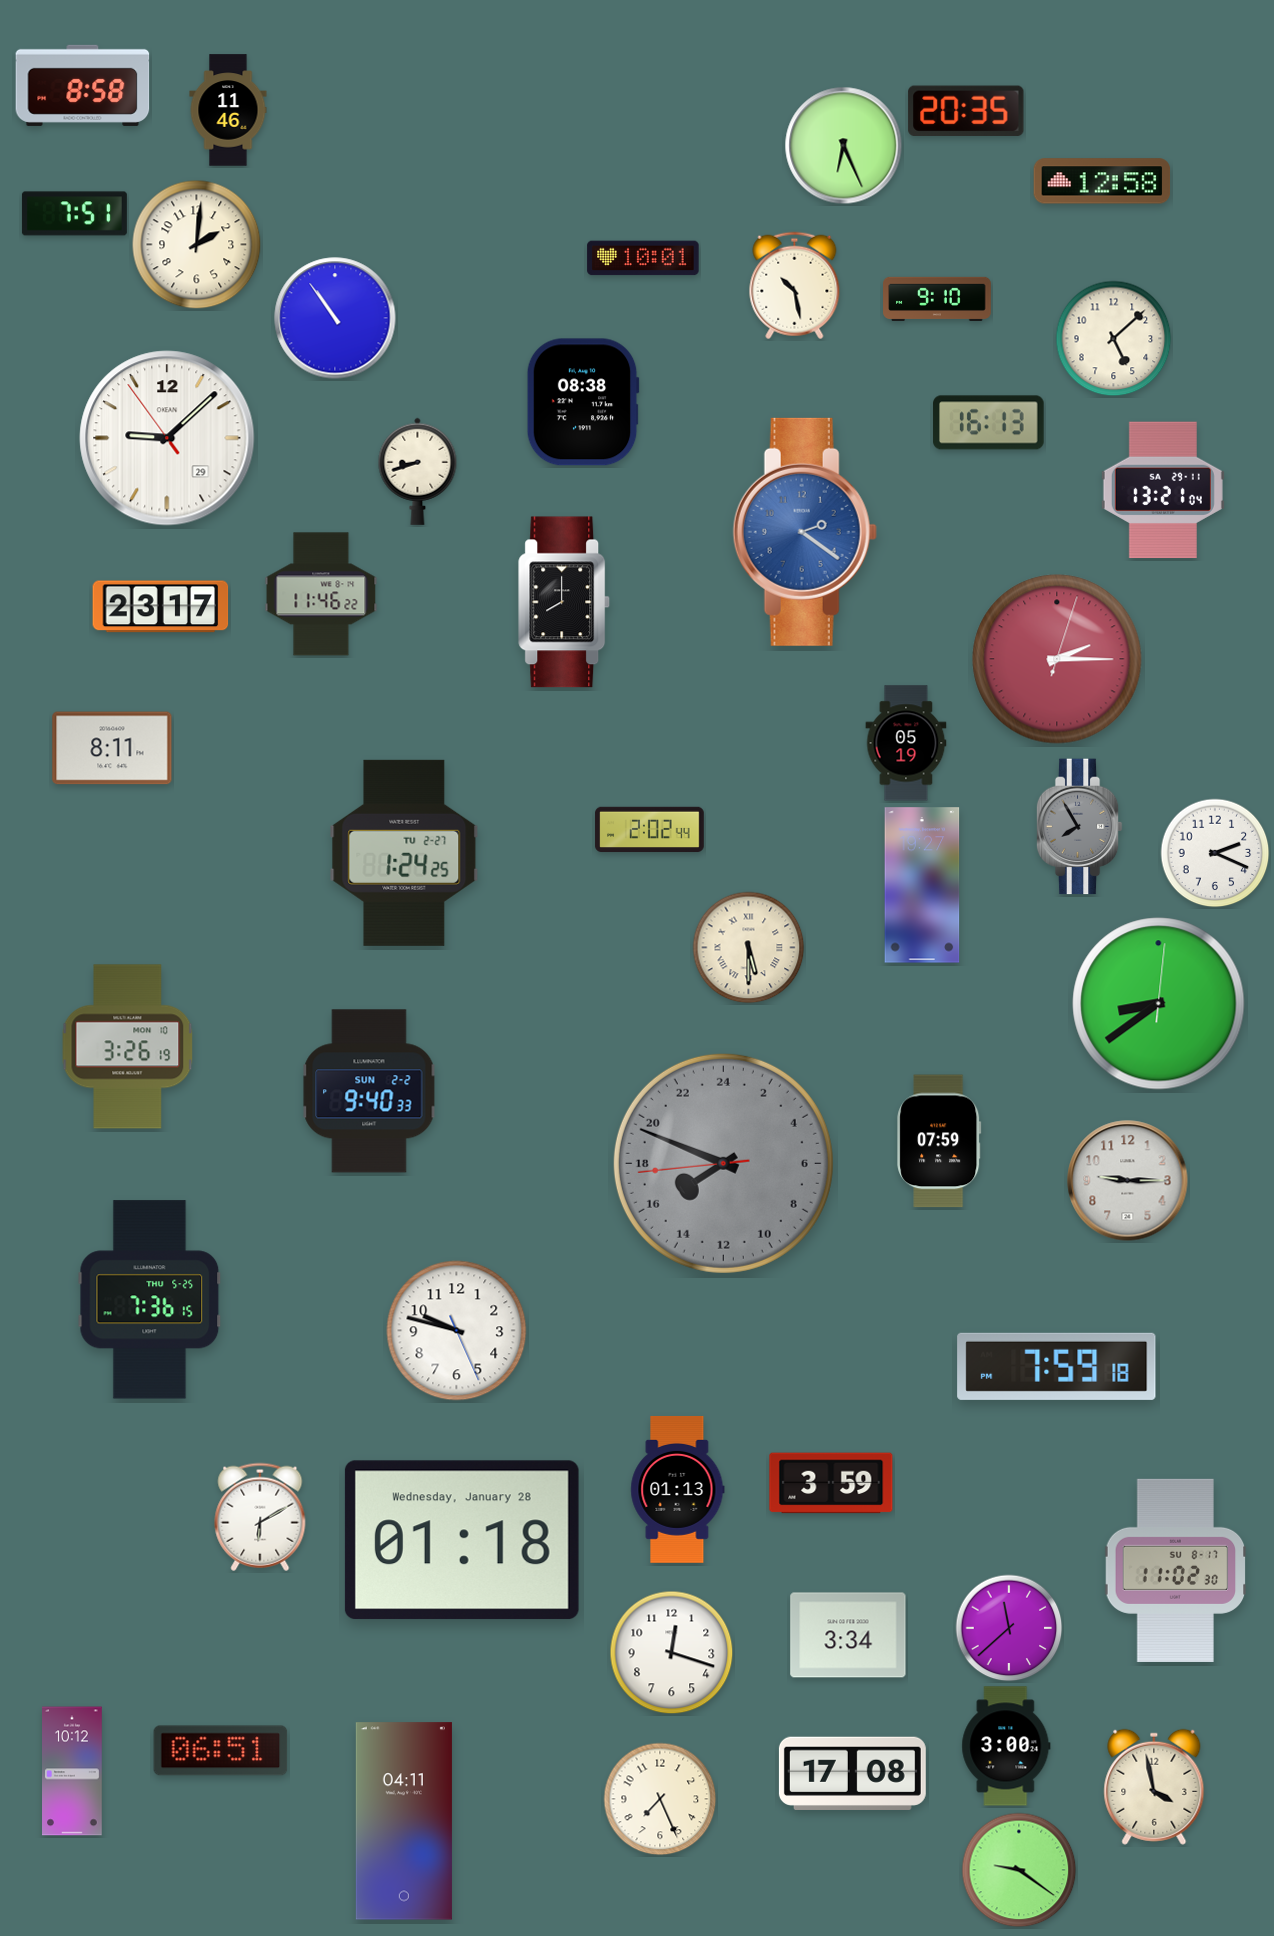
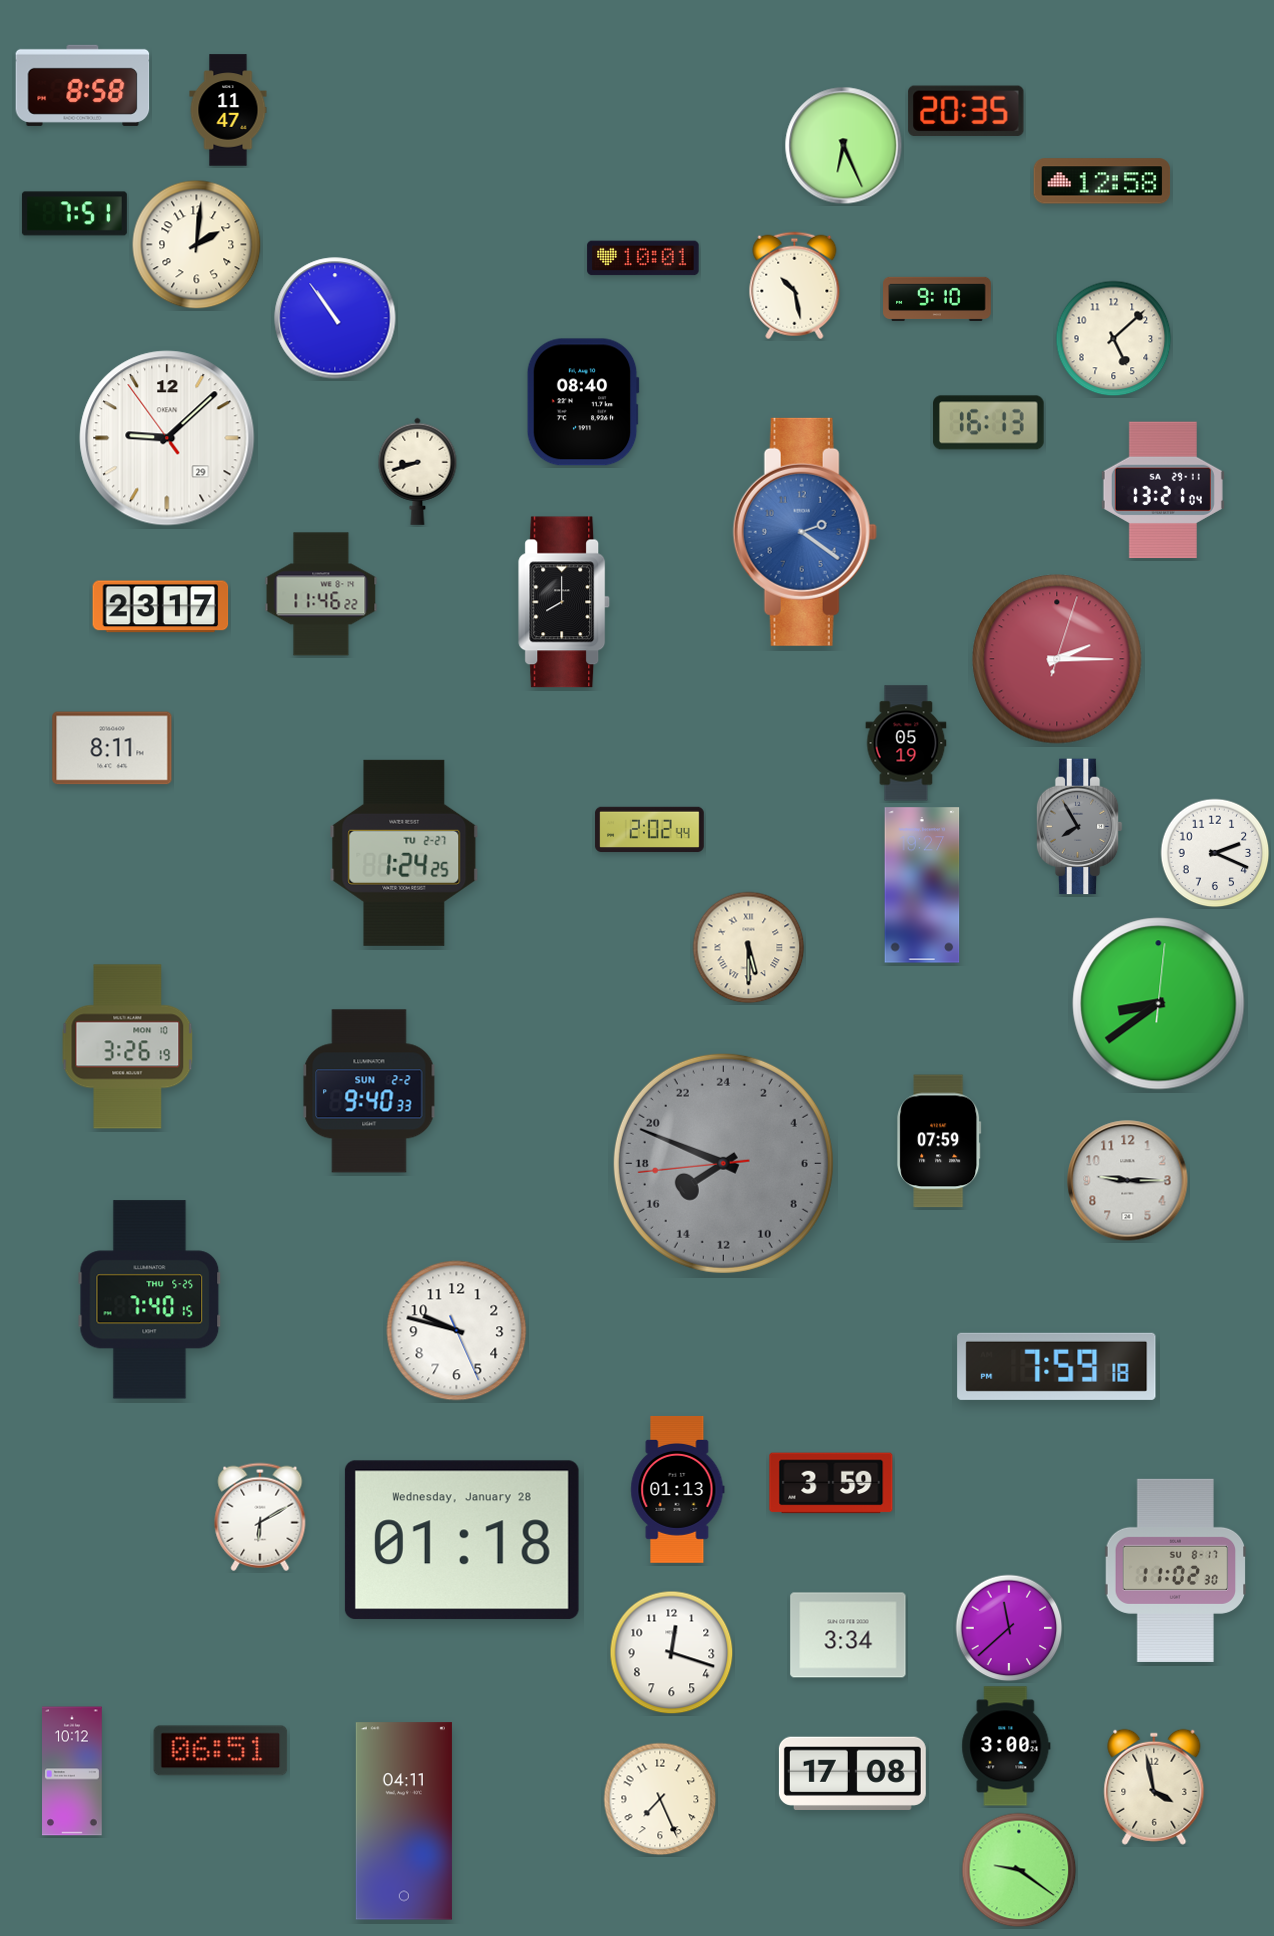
clock at (228, 110): 11:46 -> 11:47
clock at (583, 402): 08:38 -> 08:40
clock at (150, 1300): 7:36 -> 7:40
